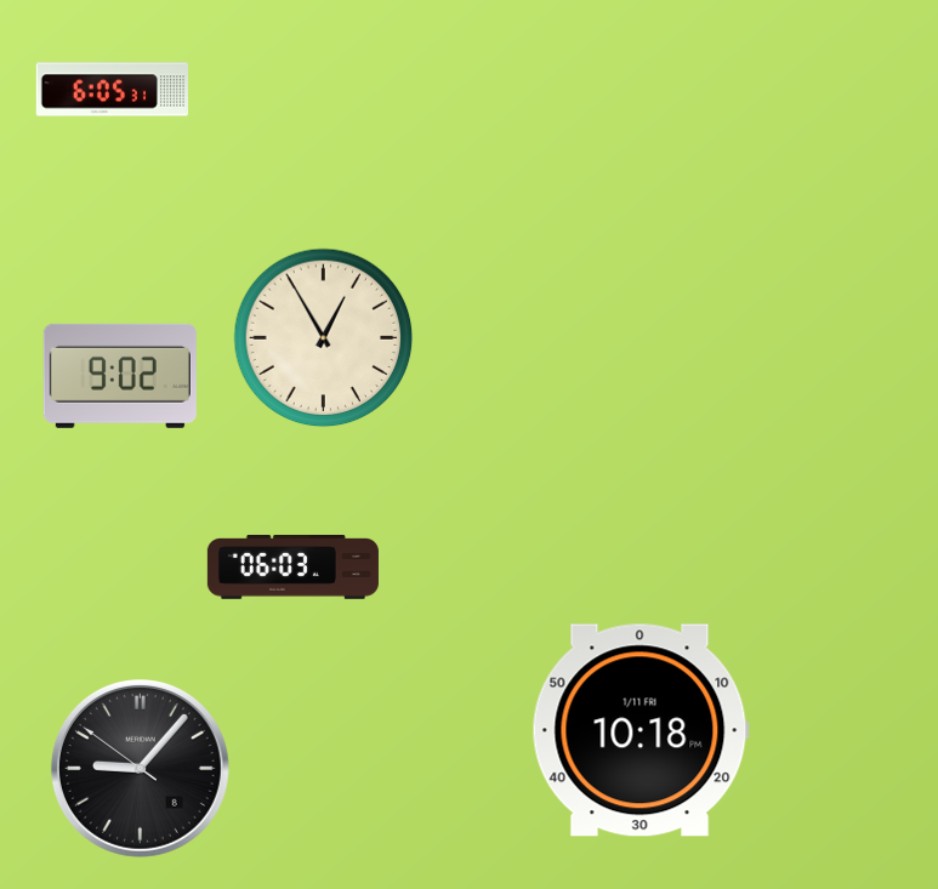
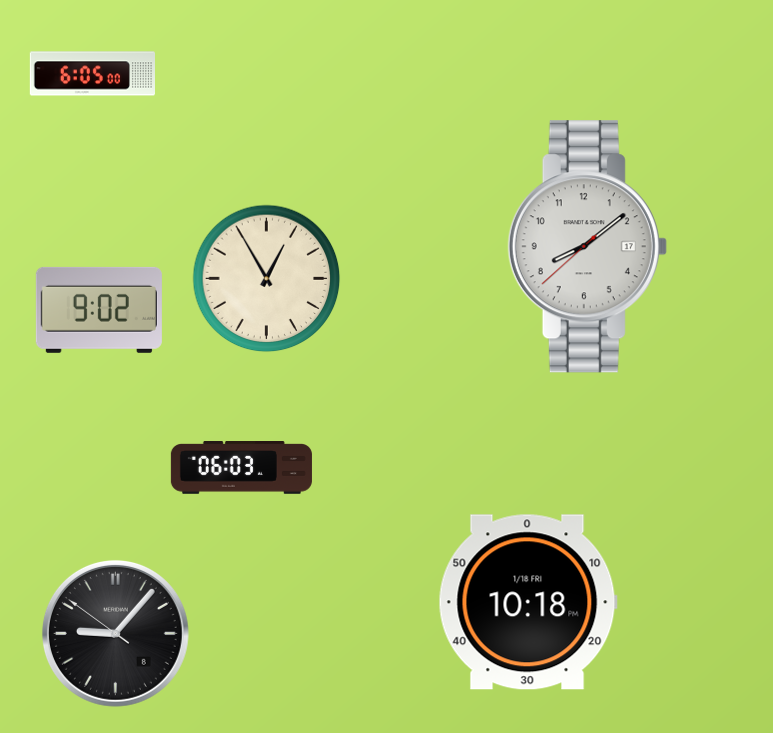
clock at (112, 90): 6:05:31 -> 6:05:00
clock at (587, 247): none -> 8:08
clock at (641, 730) date: 1/11 FRI -> 1/18 FRI
